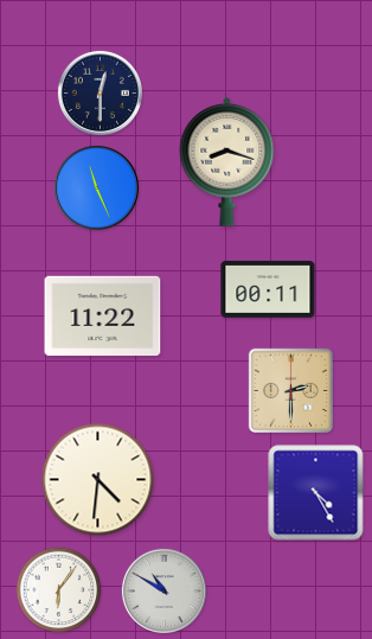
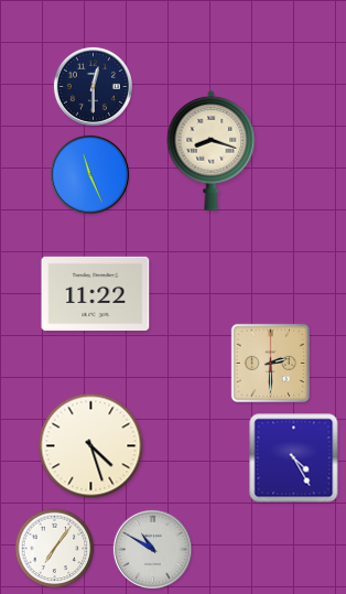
clock at (268, 289): 00:11 -> none
clock at (98, 480): 4:31 -> 4:27
clock at (59, 590): 6:06 -> 7:06
